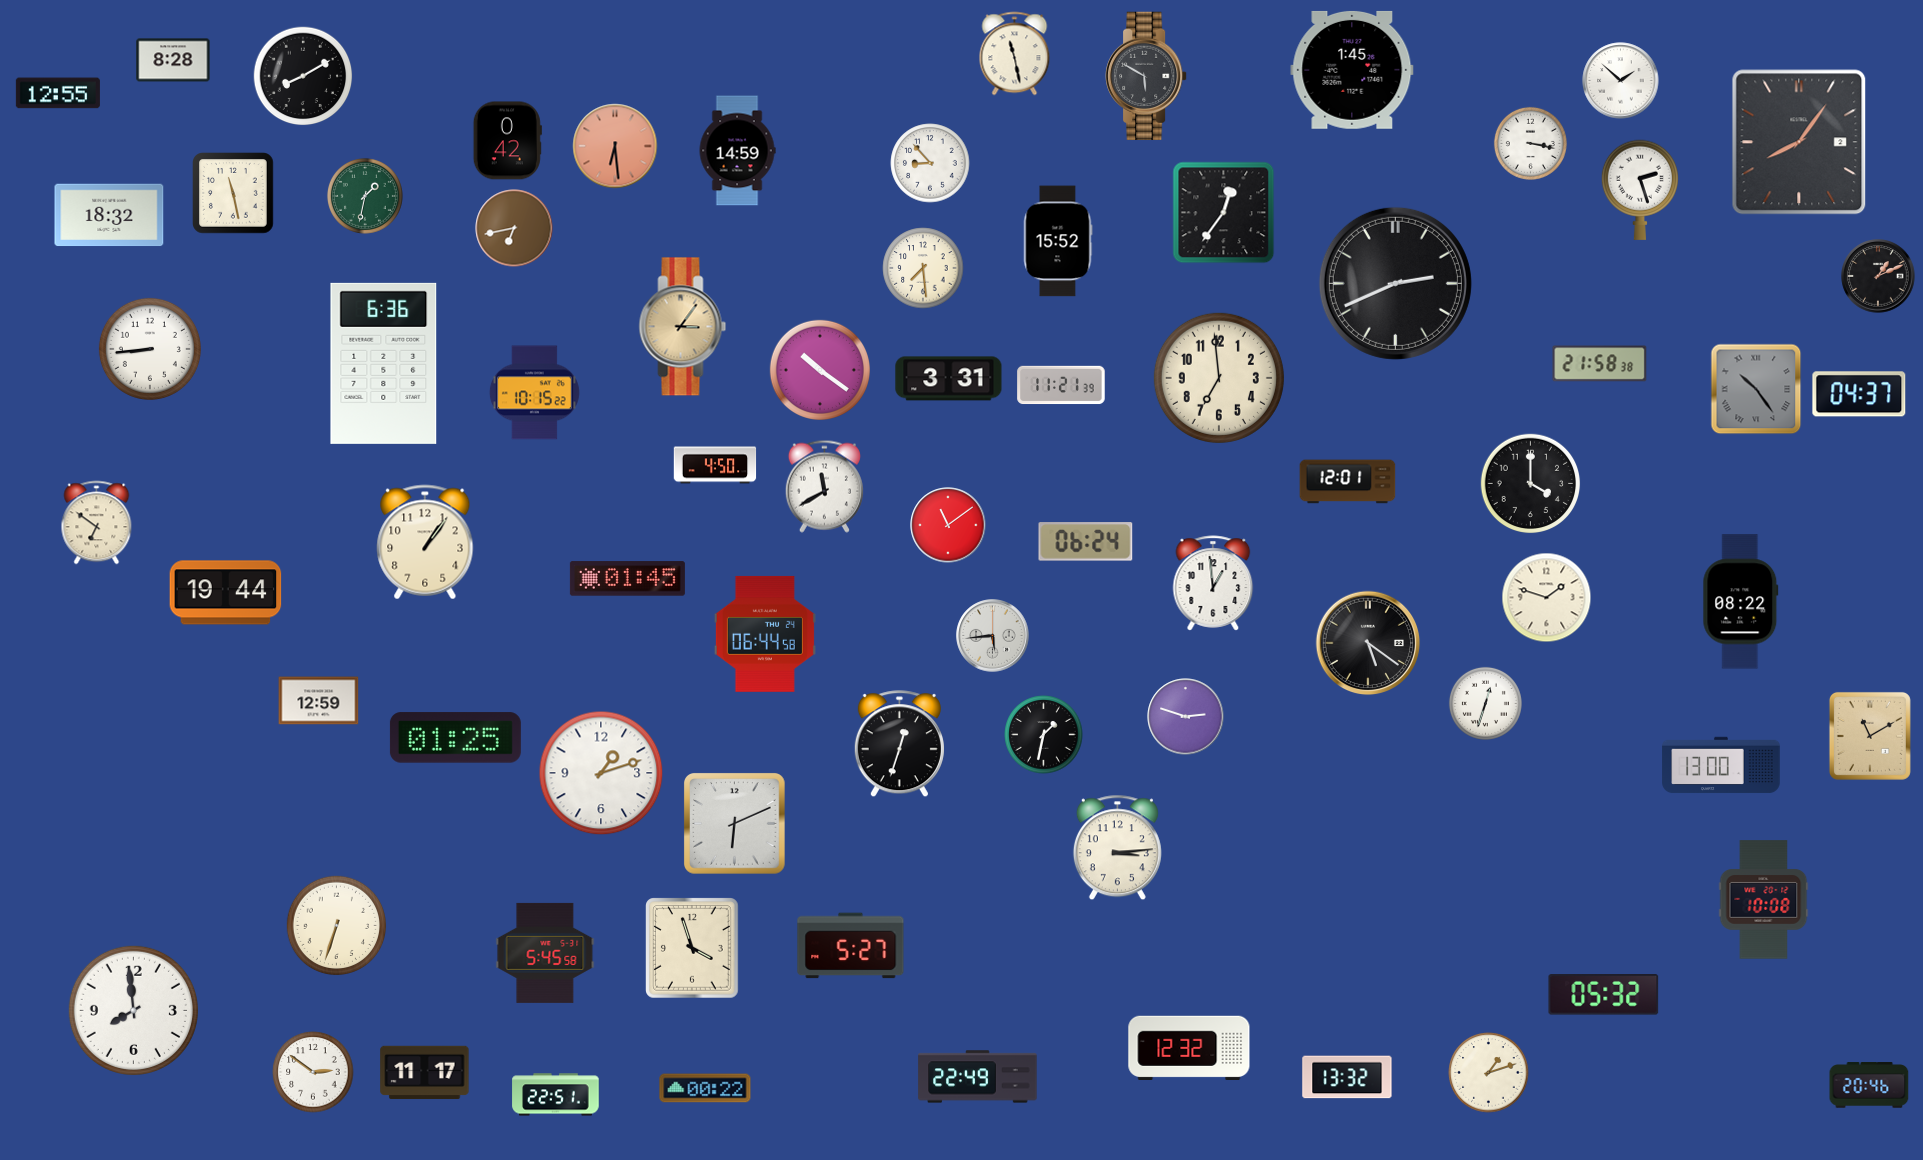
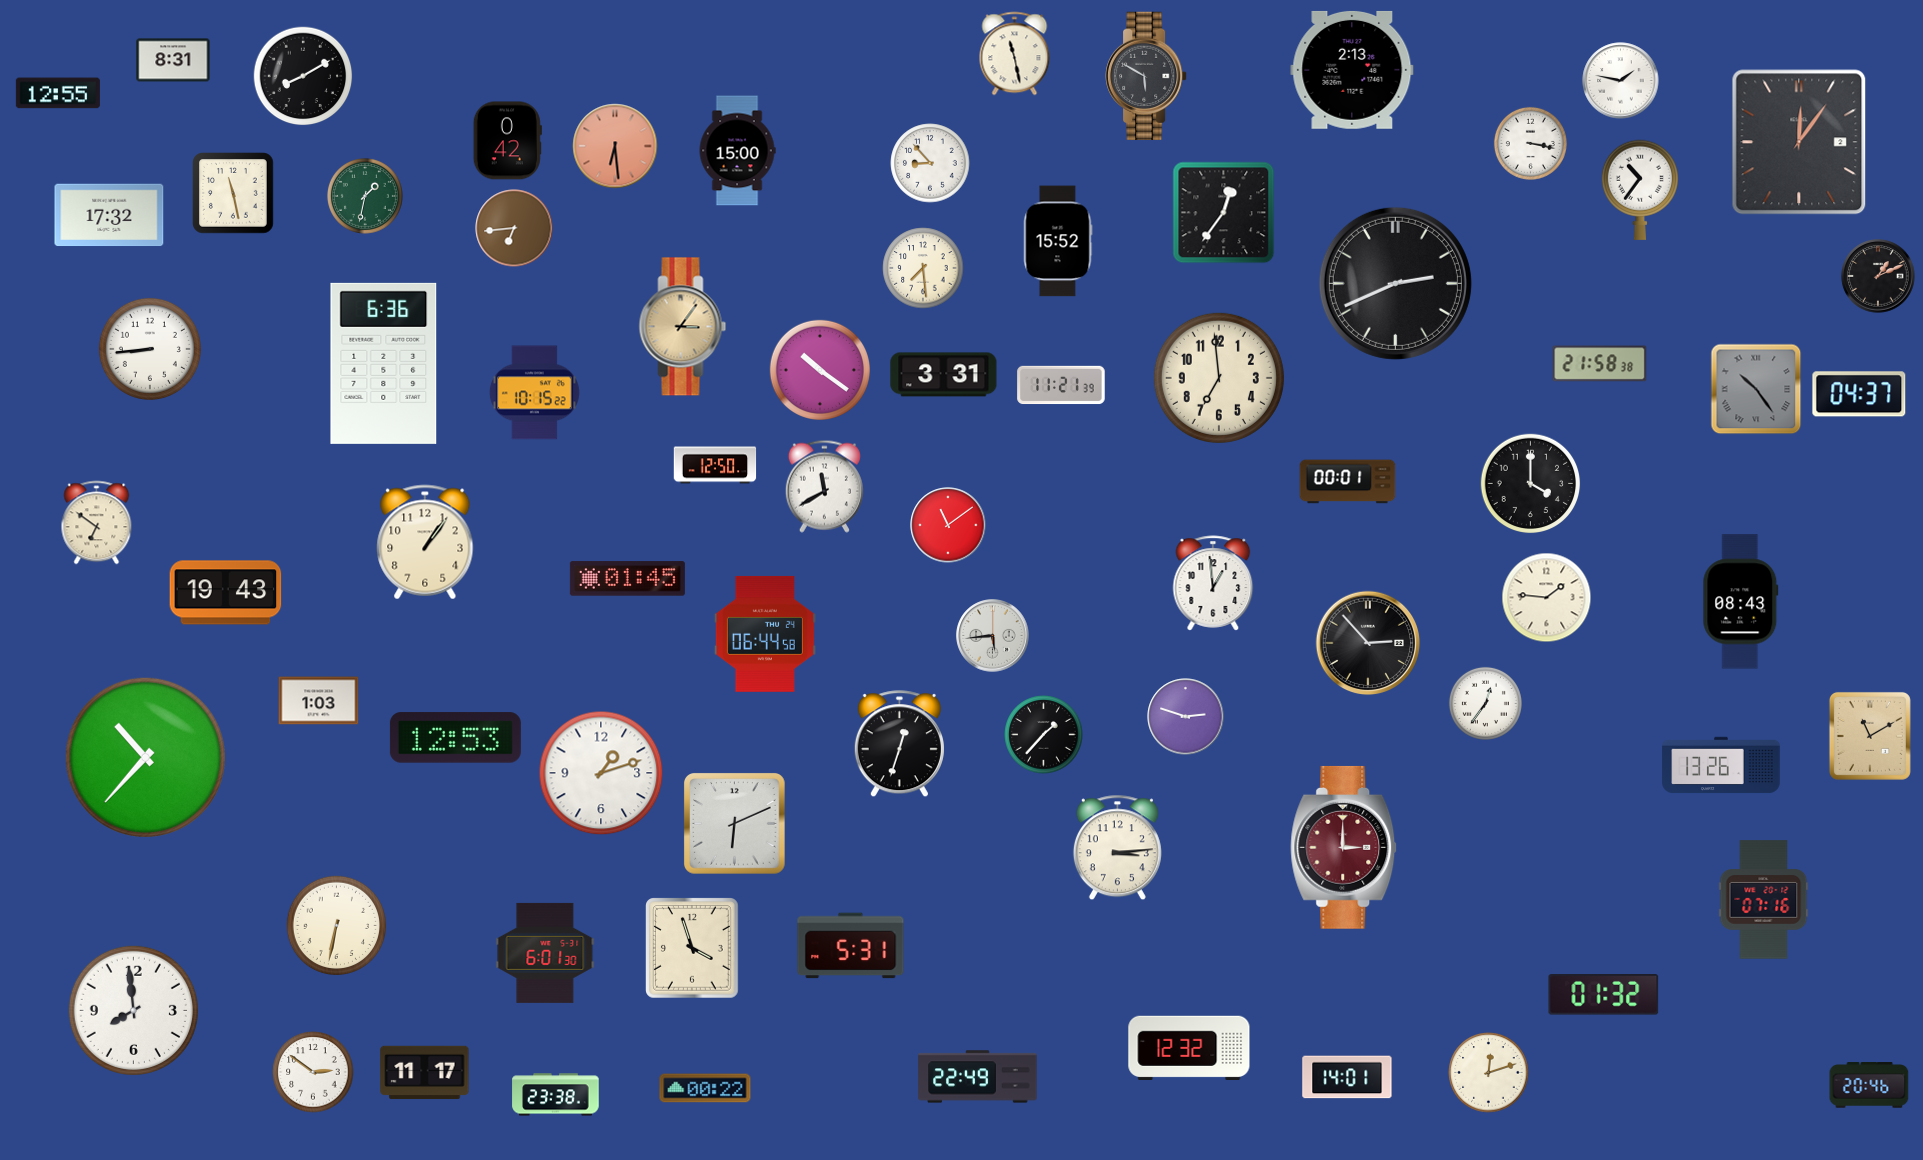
clock at (173, 60): 8:28 -> 8:31
clock at (1352, 70): 1:45 -> 2:13
clock at (1621, 81): 1:52 -> 1:47
clock at (1799, 142): 8:06 -> 12:06
clock at (737, 151): 14:59 -> 15:00
clock at (1640, 190): 2:27 -> 10:36
clock at (109, 215): 18:32 -> 17:32
clock at (514, 228): 6:43 -> 6:44
clock at (949, 379) position: (949, 379) -> (944, 375)
clock at (715, 465): 4:50 -> 12:50
clock at (1348, 482): 12:01 -> 00:01
clock at (1086, 542): 06:24 -> none
clock at (226, 593): 19:44 -> 19:43
clock at (1547, 598): 1:48 -> 1:46
clock at (1741, 602): 08:22 -> 08:43
clock at (1368, 643): 5:21 -> 2:53
clock at (319, 701): 12:59 -> 1:03
clock at (1485, 703): 12:33 -> 12:36
clock at (1044, 735): 1:32 -> 1:37
clock at (455, 738): 01:25 -> 12:53
clock at (145, 757): none -> 10:37
clock at (1721, 765): 13:00 -> 13:26
clock at (1344, 847): none -> 3:00
clock at (1764, 900): 10:08 -> 07:16
clock at (337, 926): 6:33 -> 6:32
clock at (851, 946): 5:27 -> 5:31
clock at (545, 953): 5:45 -> 6:01
clock at (1604, 995): 05:32 -> 01:32
clock at (1489, 1073): 1:12 -> 12:12
clock at (1347, 1077): 13:32 -> 14:01
clock at (556, 1095): 22:51 -> 23:38
